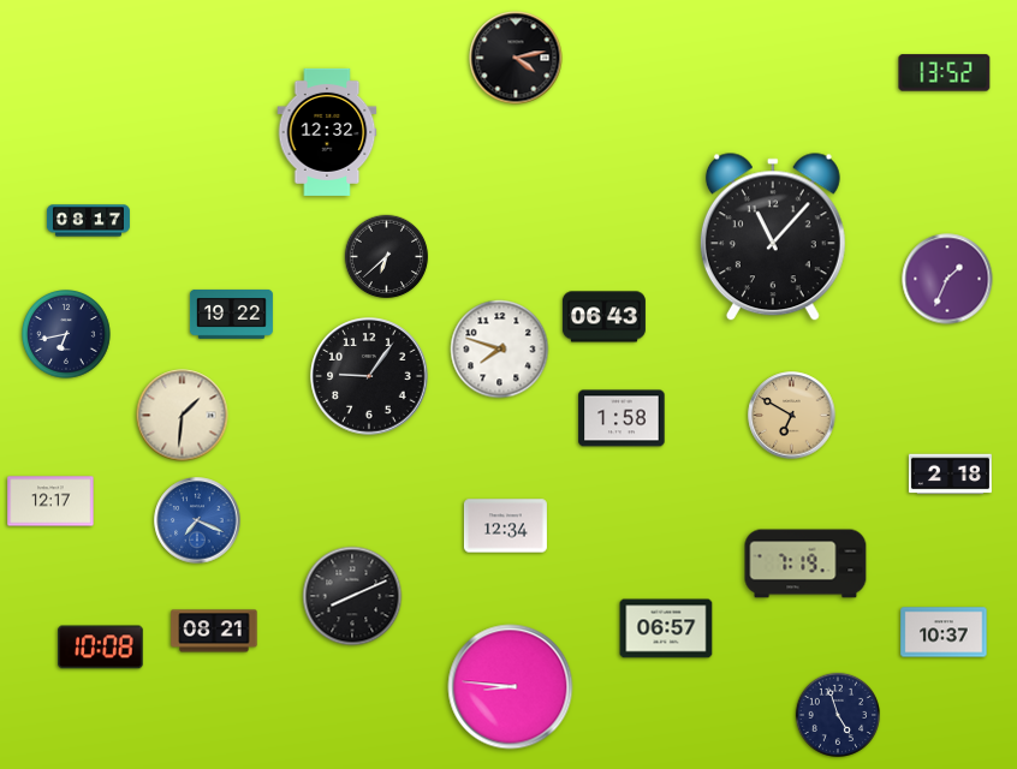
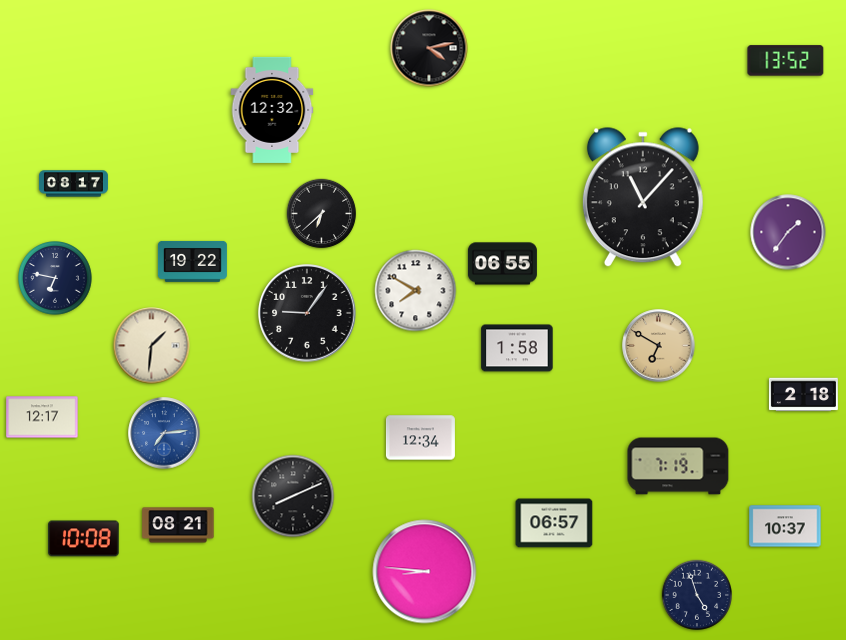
clock at (947, 279): 1:34 -> 1:36
clock at (603, 317): 06:43 -> 06:55
clock at (67, 335): 6:43 -> 6:47
clock at (500, 350): 7:48 -> 7:50
clock at (950, 475) position: (950, 475) -> (803, 395)
clock at (197, 520): 7:19 -> 7:14
clock at (805, 564) position: (805, 564) -> (678, 466)
